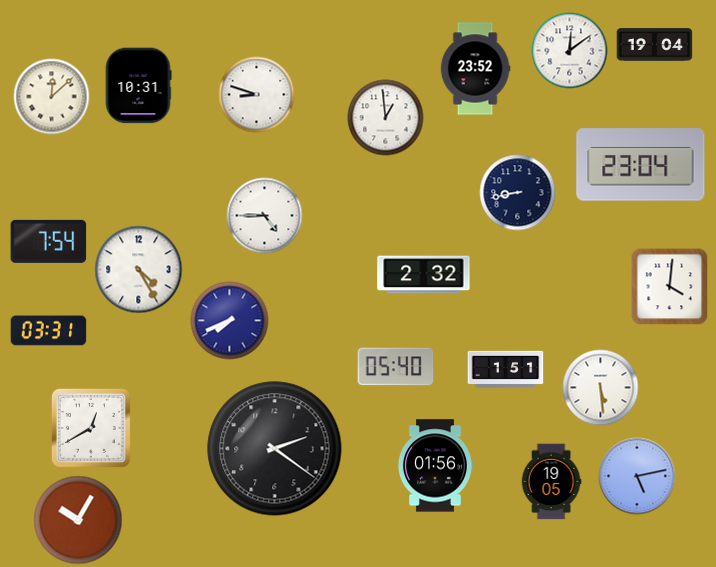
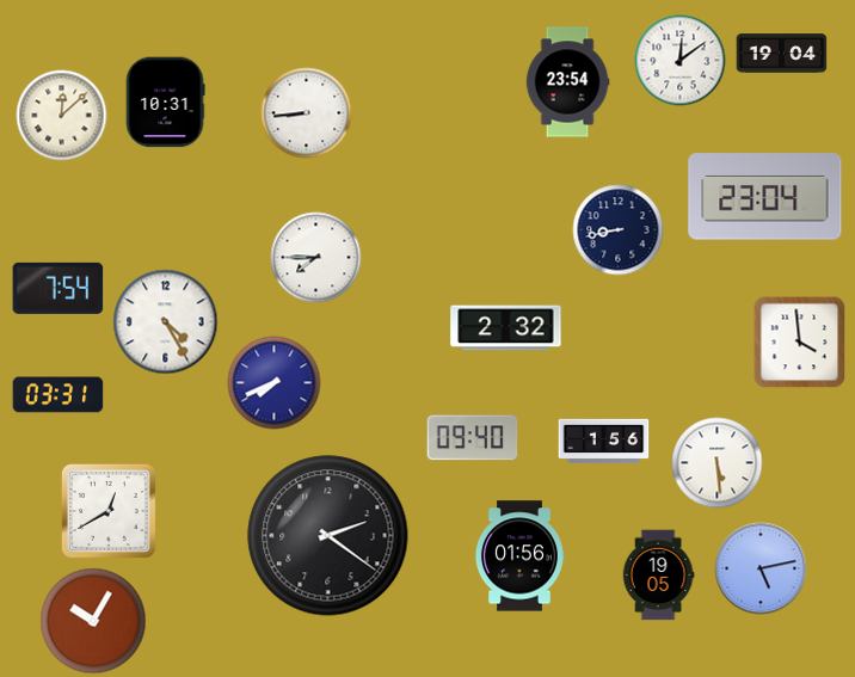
clock at (475, 69): 23:52 -> 23:54
clock at (257, 95): 8:48 -> 8:44
clock at (386, 118): 12:59 -> none
clock at (265, 216): 4:45 -> 7:45
clock at (670, 287): 4:01 -> 3:59
clock at (396, 367): 05:40 -> 09:40
clock at (506, 370): 1:51 -> 1:56
